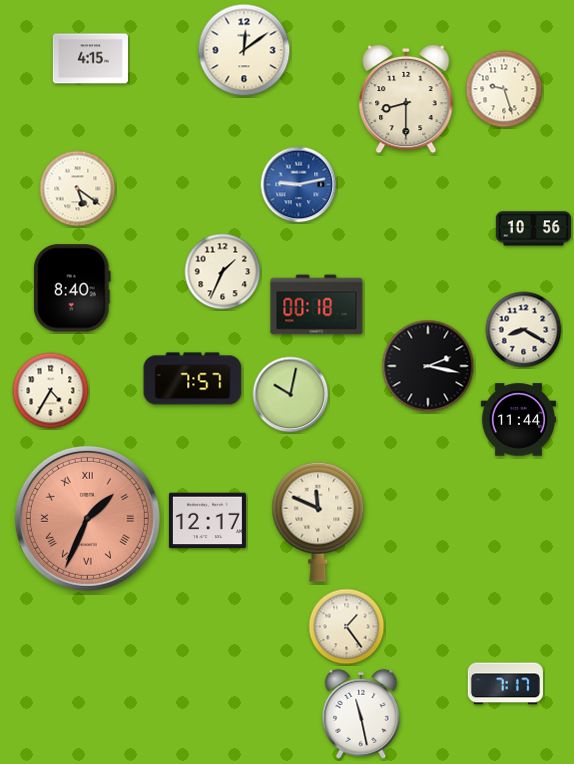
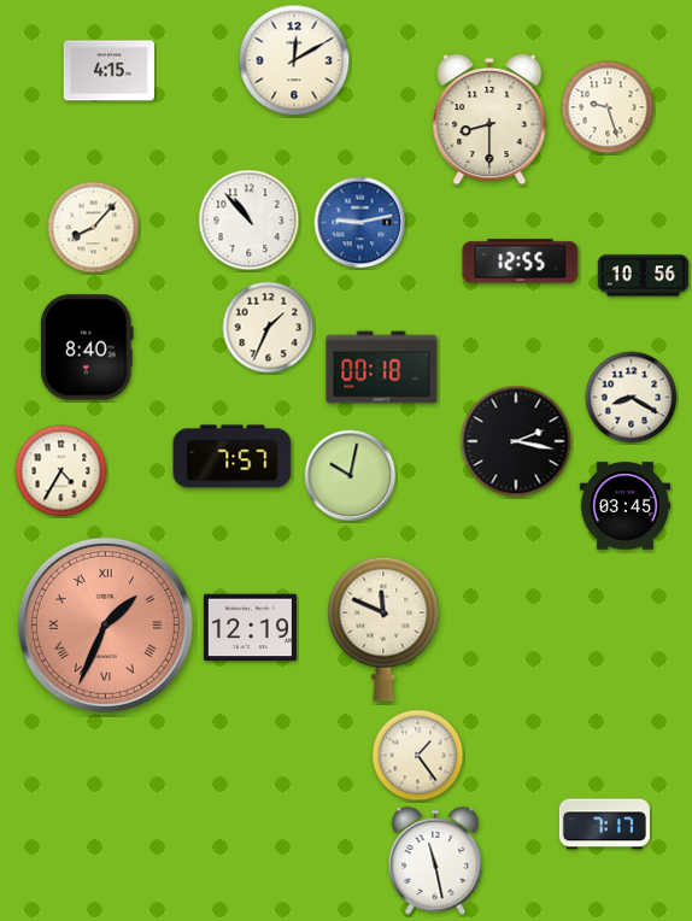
clock at (244, 50): 12:09 -> 12:10
clock at (250, 221): none -> 10:53
clock at (78, 189): 5:21 -> 8:07
clock at (521, 262): none -> 12:55
clock at (518, 420): 11:44 -> 03:45
clock at (207, 521): 12:17 -> 12:19
clock at (505, 684) position: (505, 684) -> (604, 825)
